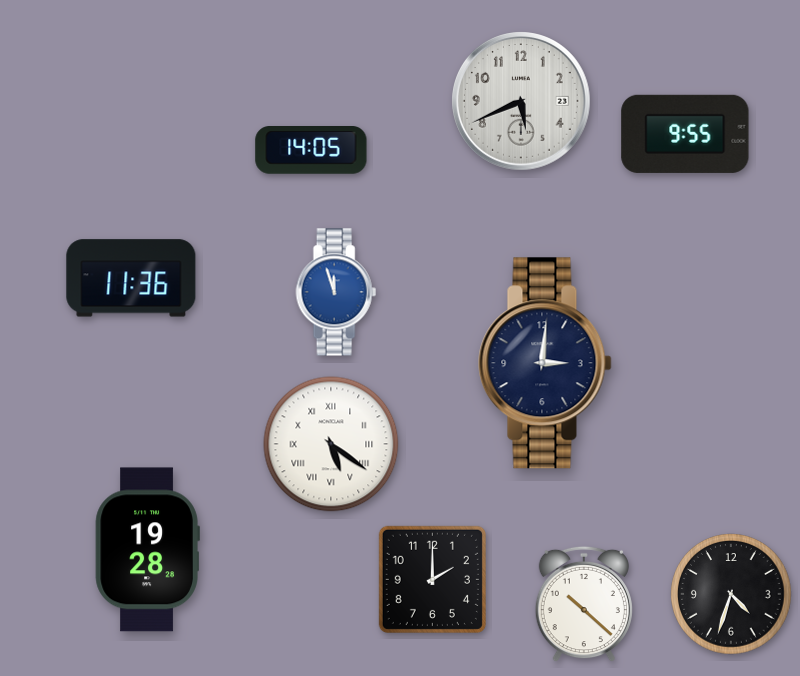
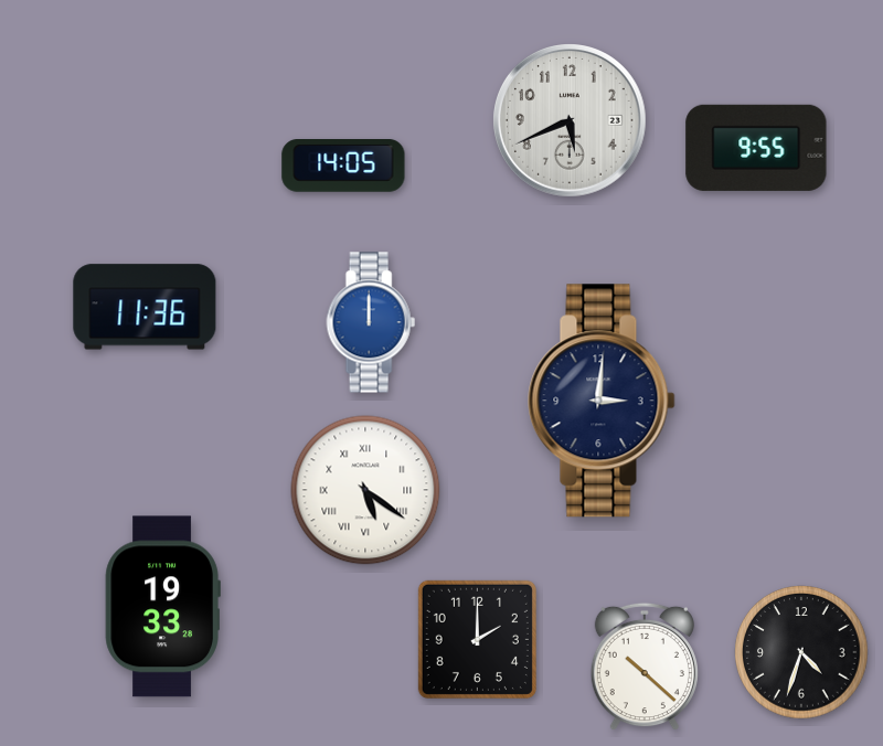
clock at (522, 102) position: (522, 102) -> (571, 121)
clock at (336, 292): 11:57 -> 12:00
clock at (147, 550): 19:28 -> 19:33
clock at (731, 594) position: (731, 594) -> (801, 652)
